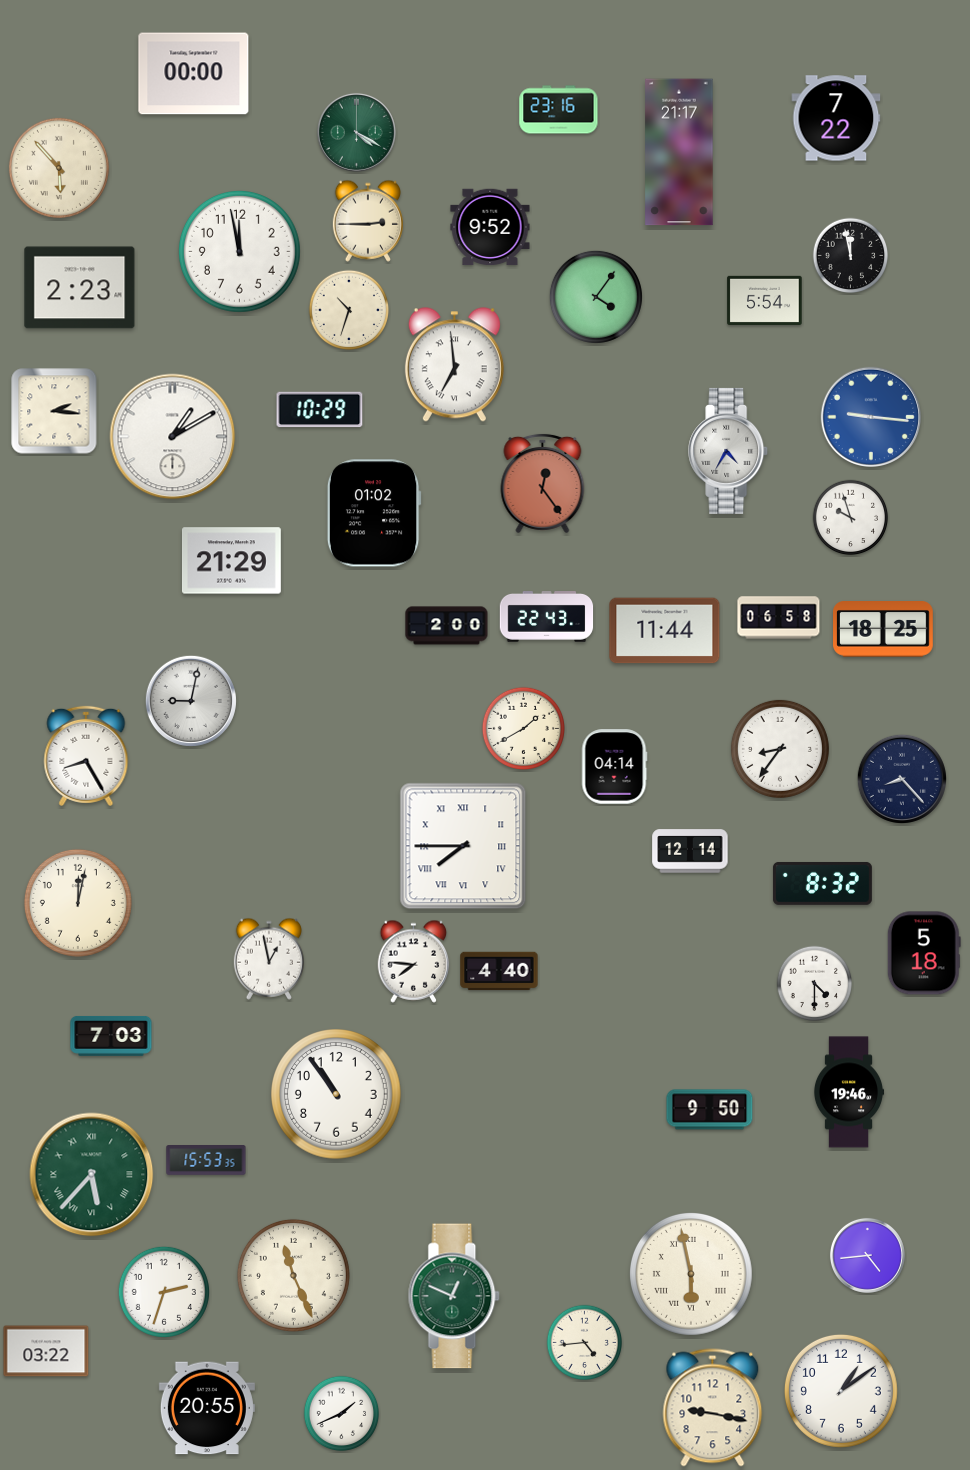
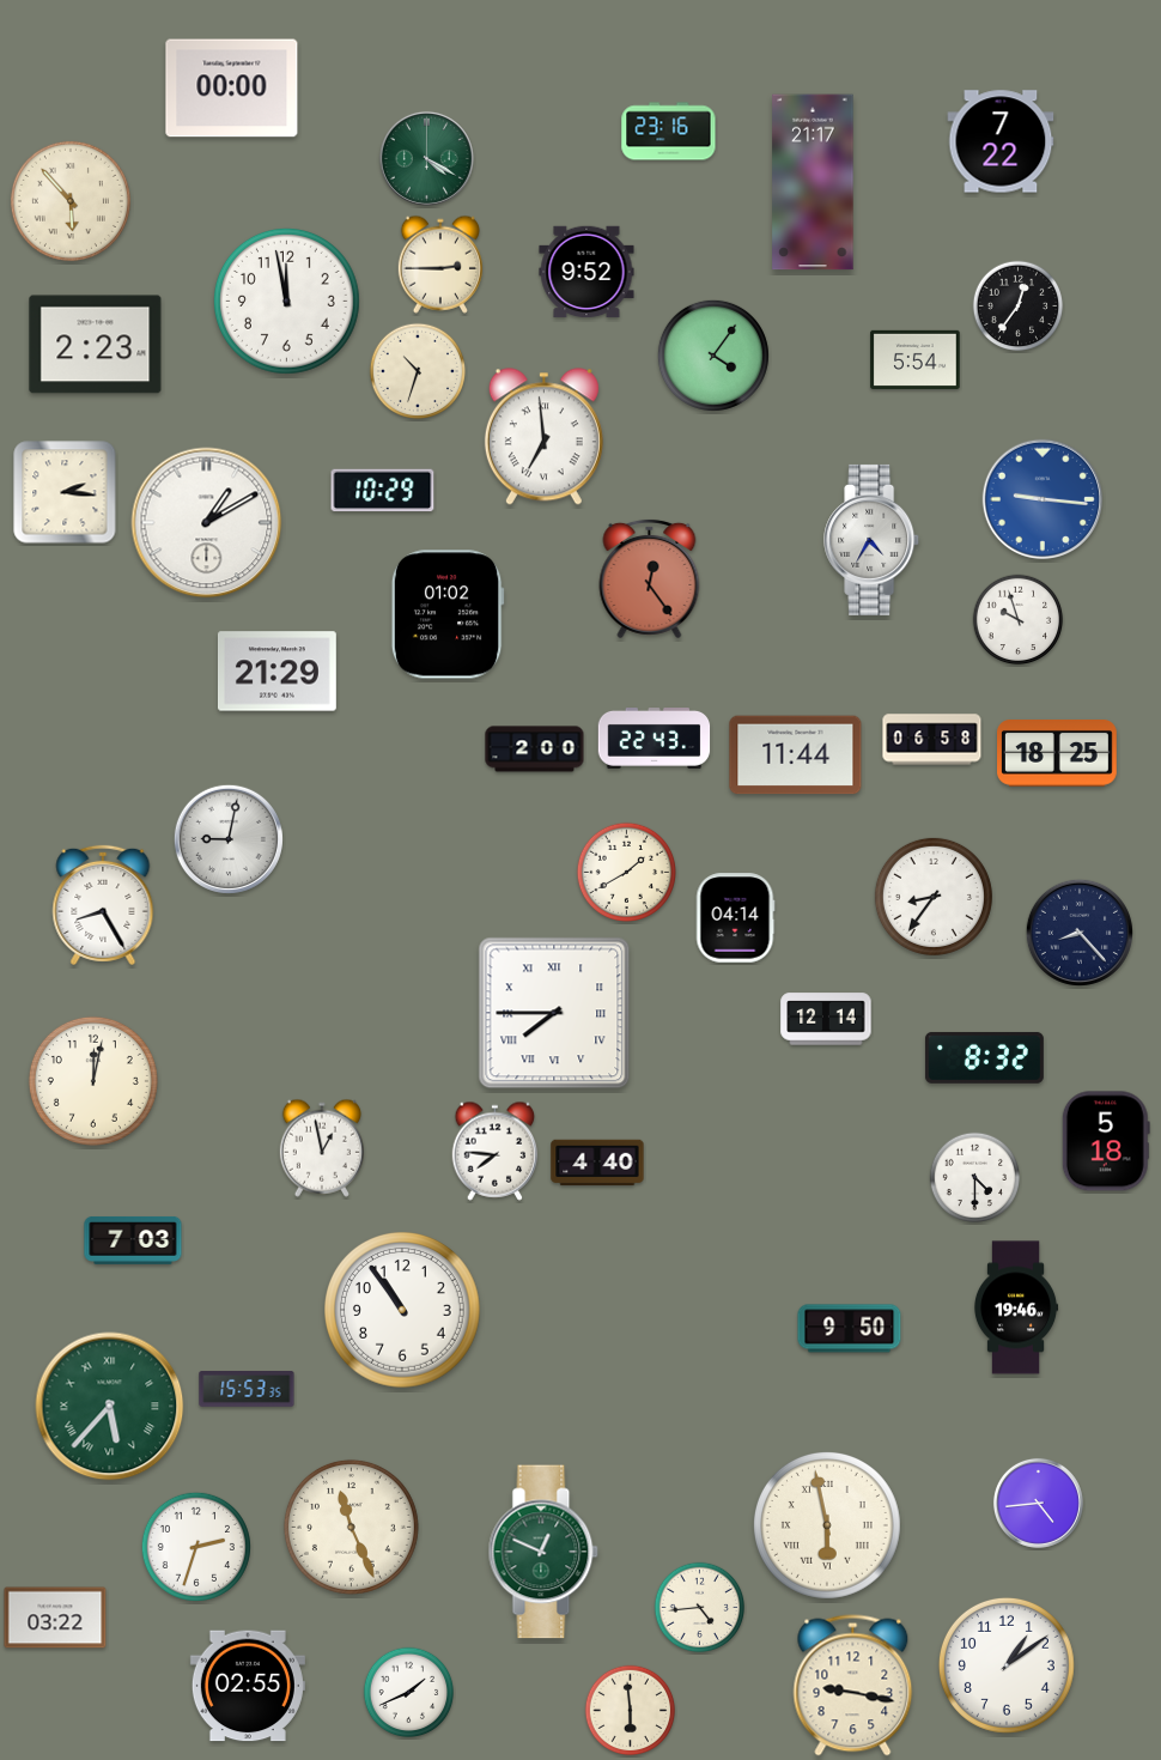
clock at (851, 256): 11:58 -> 12:36
clock at (207, 1408): 20:55 -> 02:55
clock at (631, 1711): none -> 5:59
